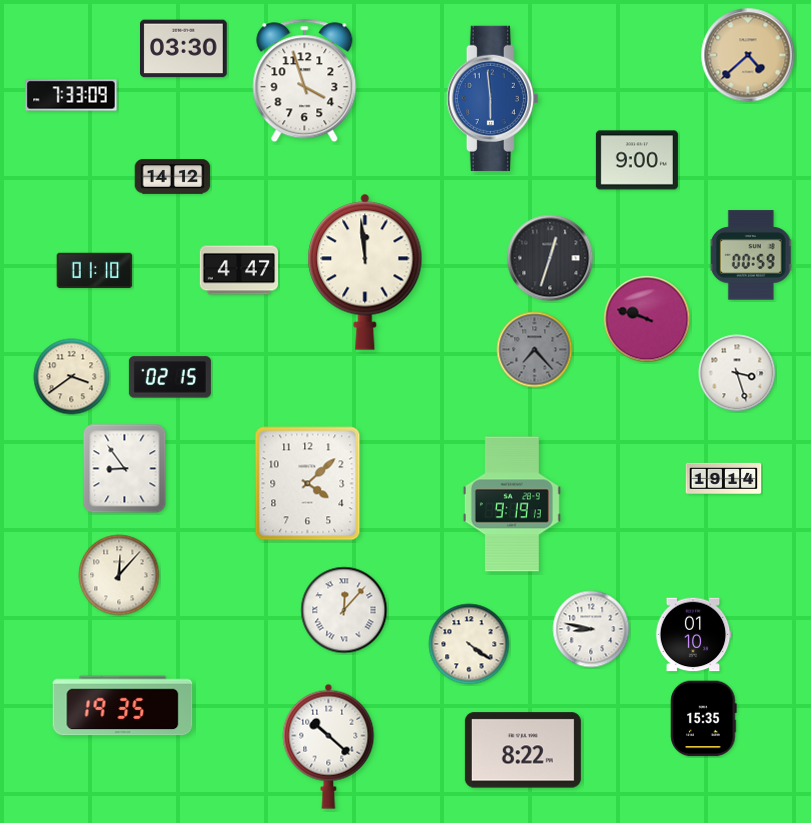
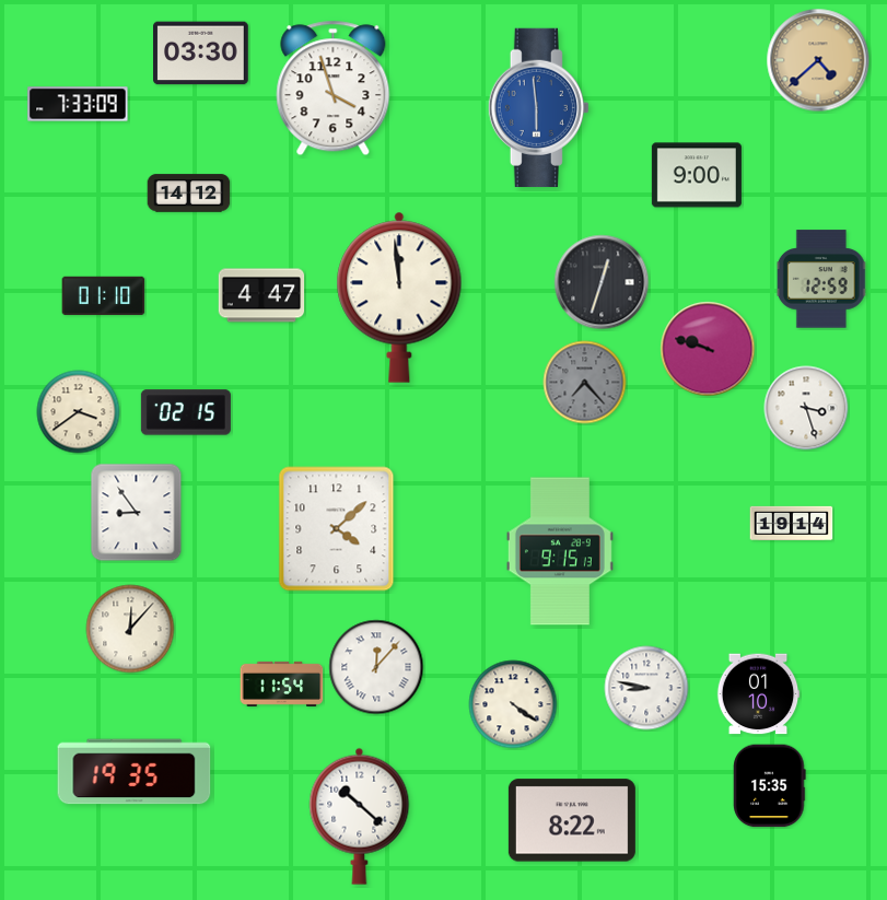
clock at (751, 255): 00:59 -> 12:59
clock at (512, 504): 9:19 -> 9:15
clock at (282, 683): none -> 11:54
